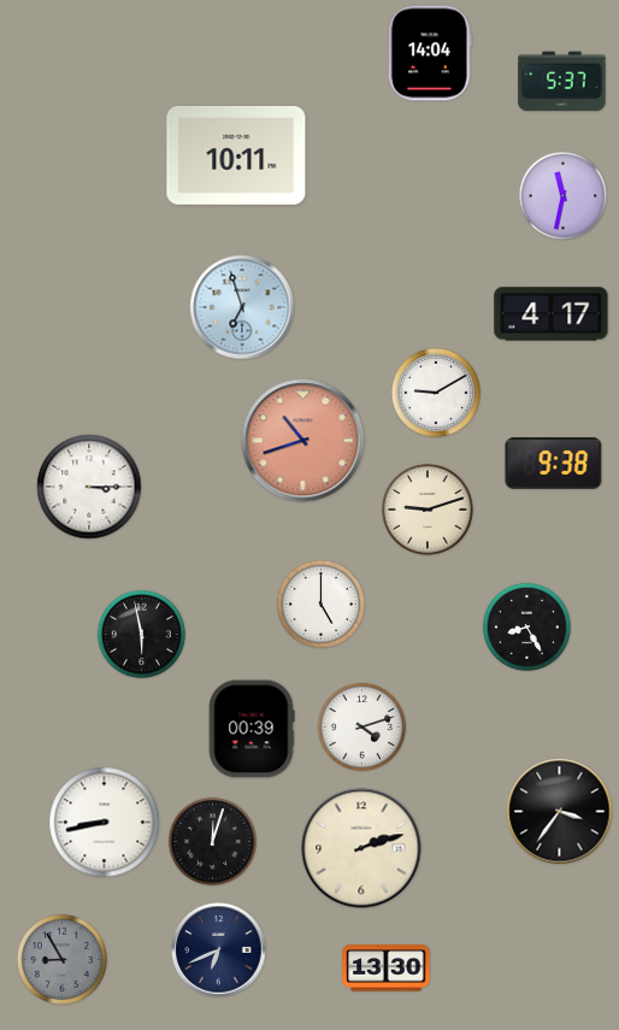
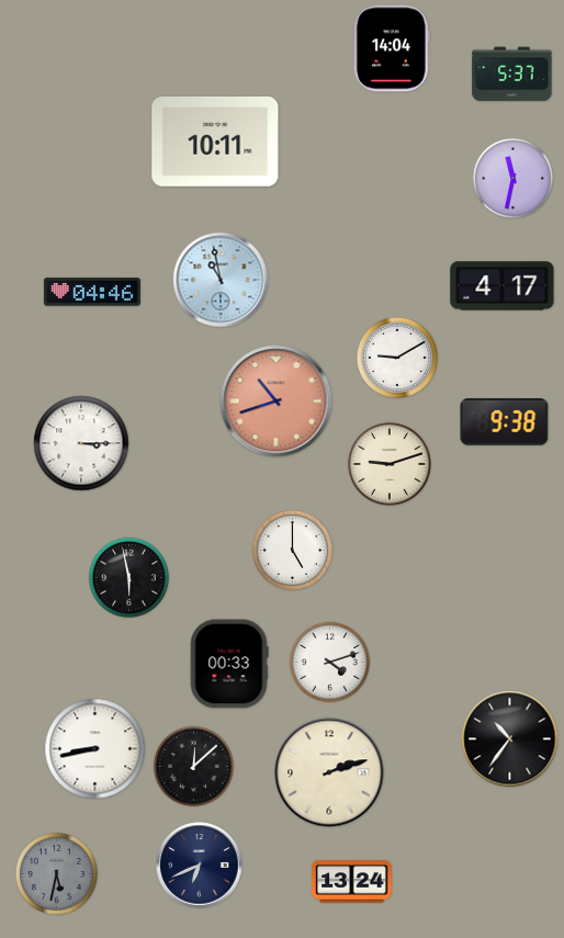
clock at (242, 307): 6:57 -> 10:58
clock at (92, 292): none -> 04:46
clock at (526, 626): 8:25 -> none
clock at (252, 729): 00:39 -> 00:33
clock at (560, 812): 3:36 -> 10:36
clock at (212, 841): 12:03 -> 12:08
clock at (61, 959): 8:55 -> 5:32
clock at (387, 969): 13:30 -> 13:24
